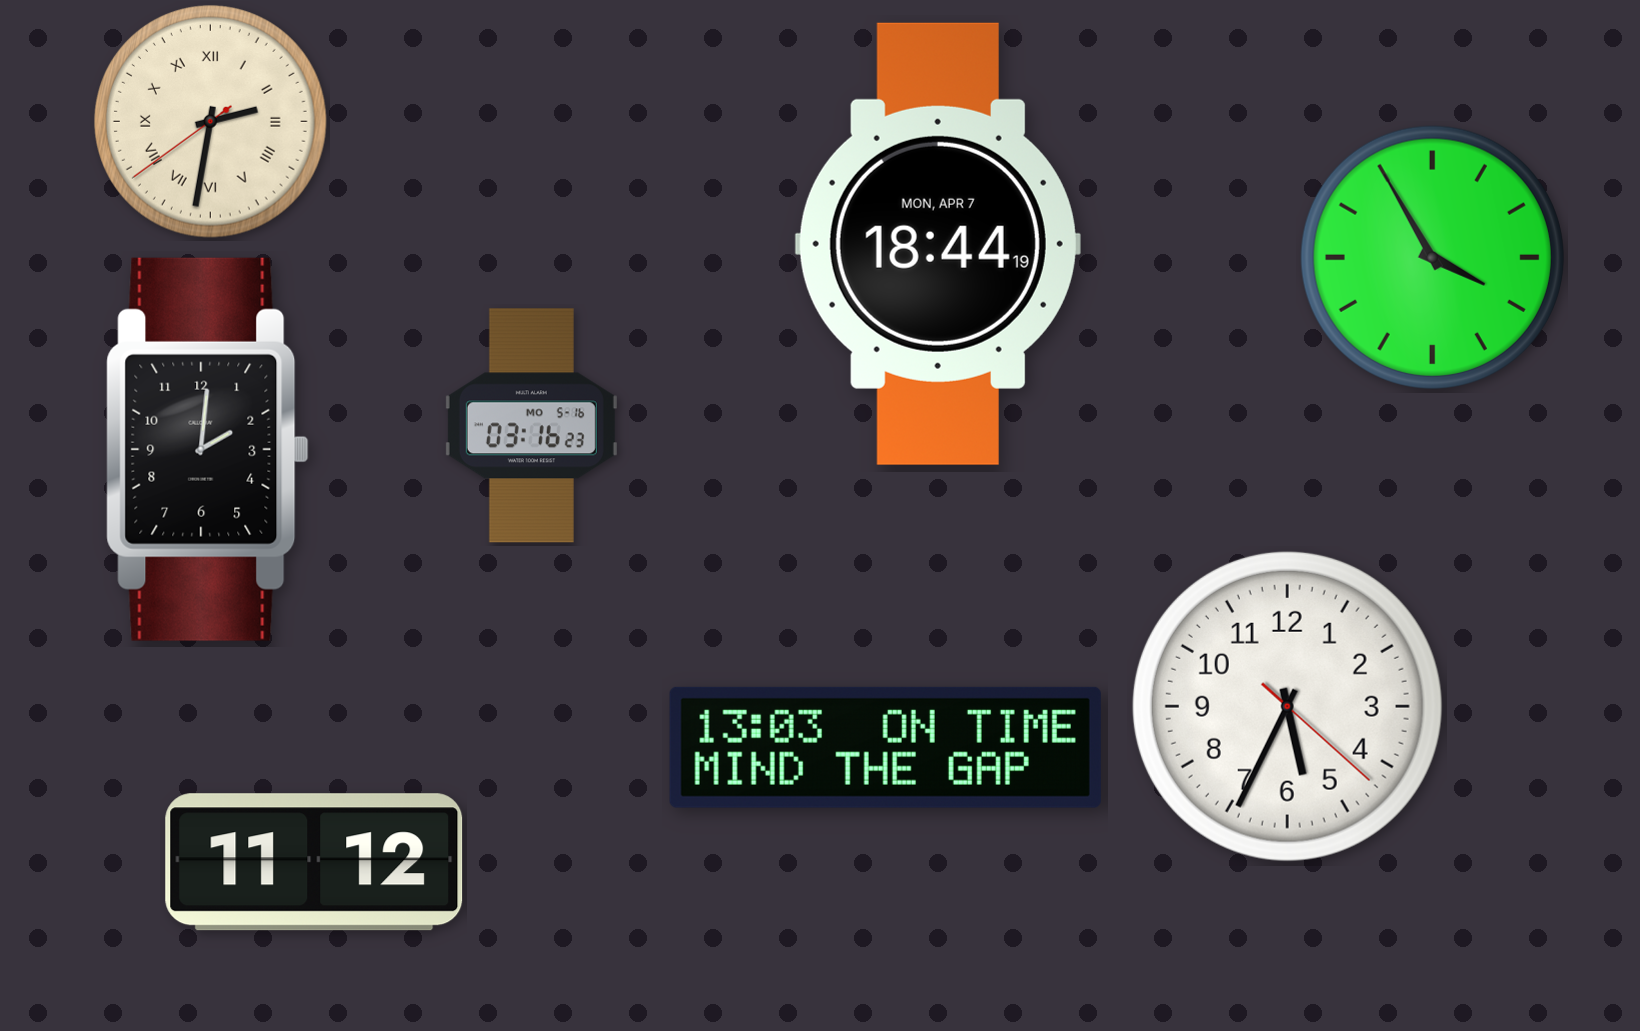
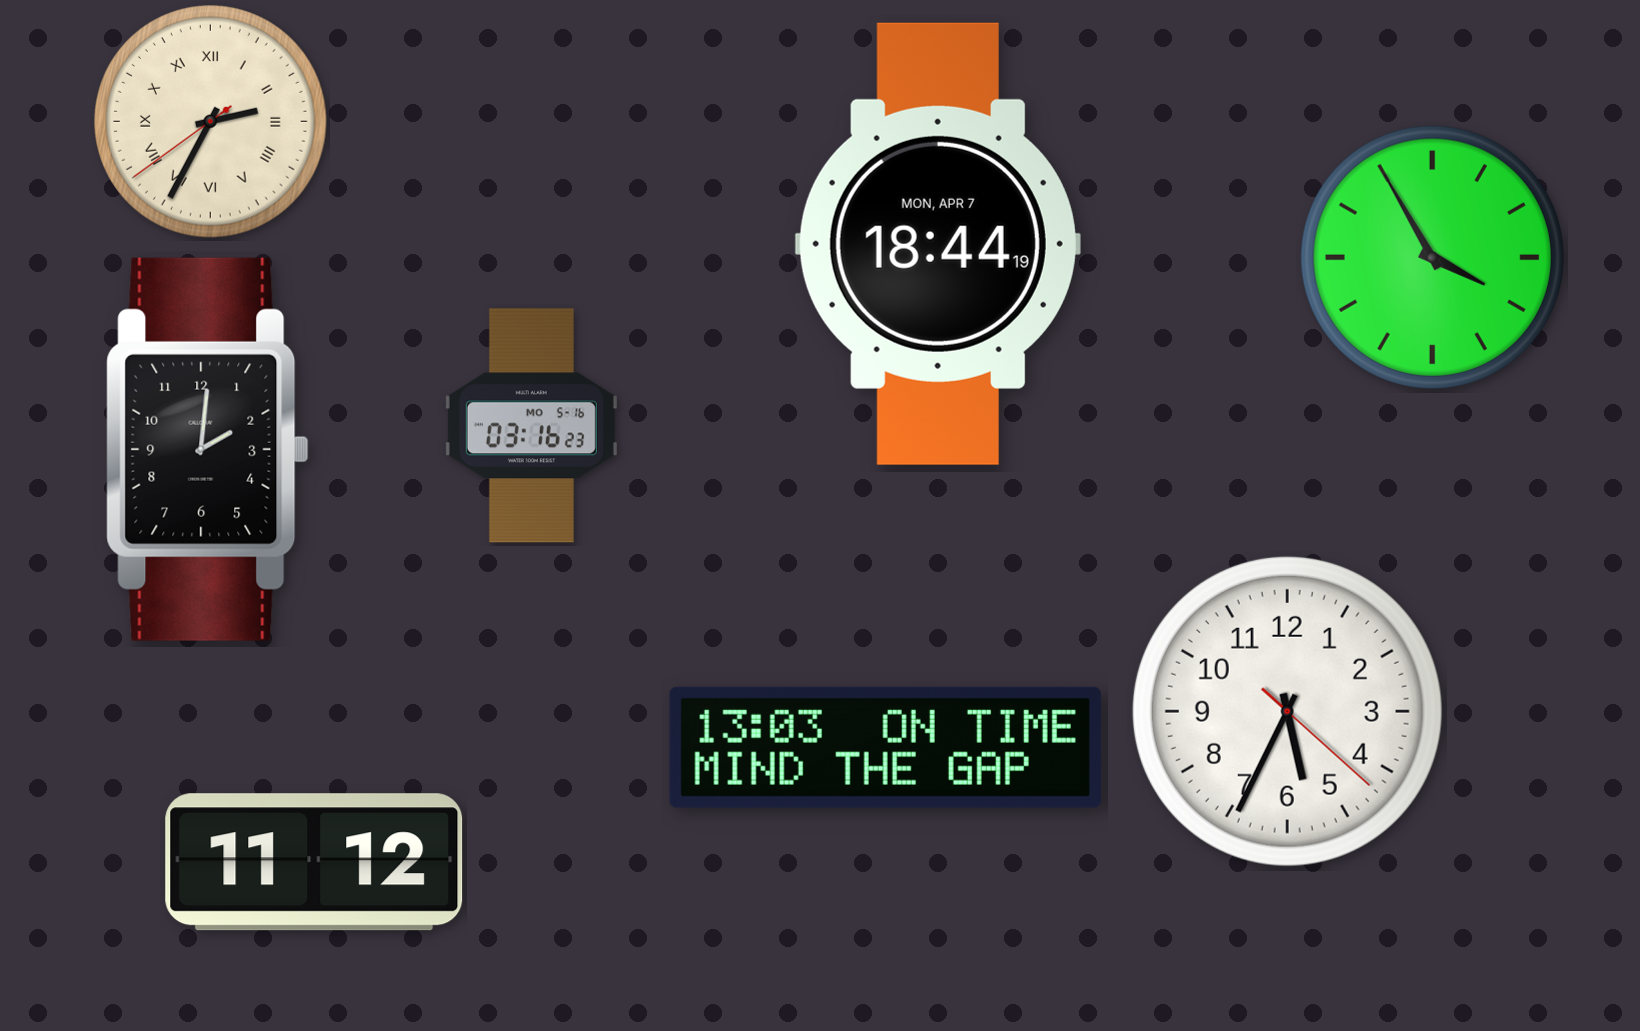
clock at (210, 121): 2:31 -> 2:34
clock at (1287, 706) position: (1287, 706) -> (1287, 711)
